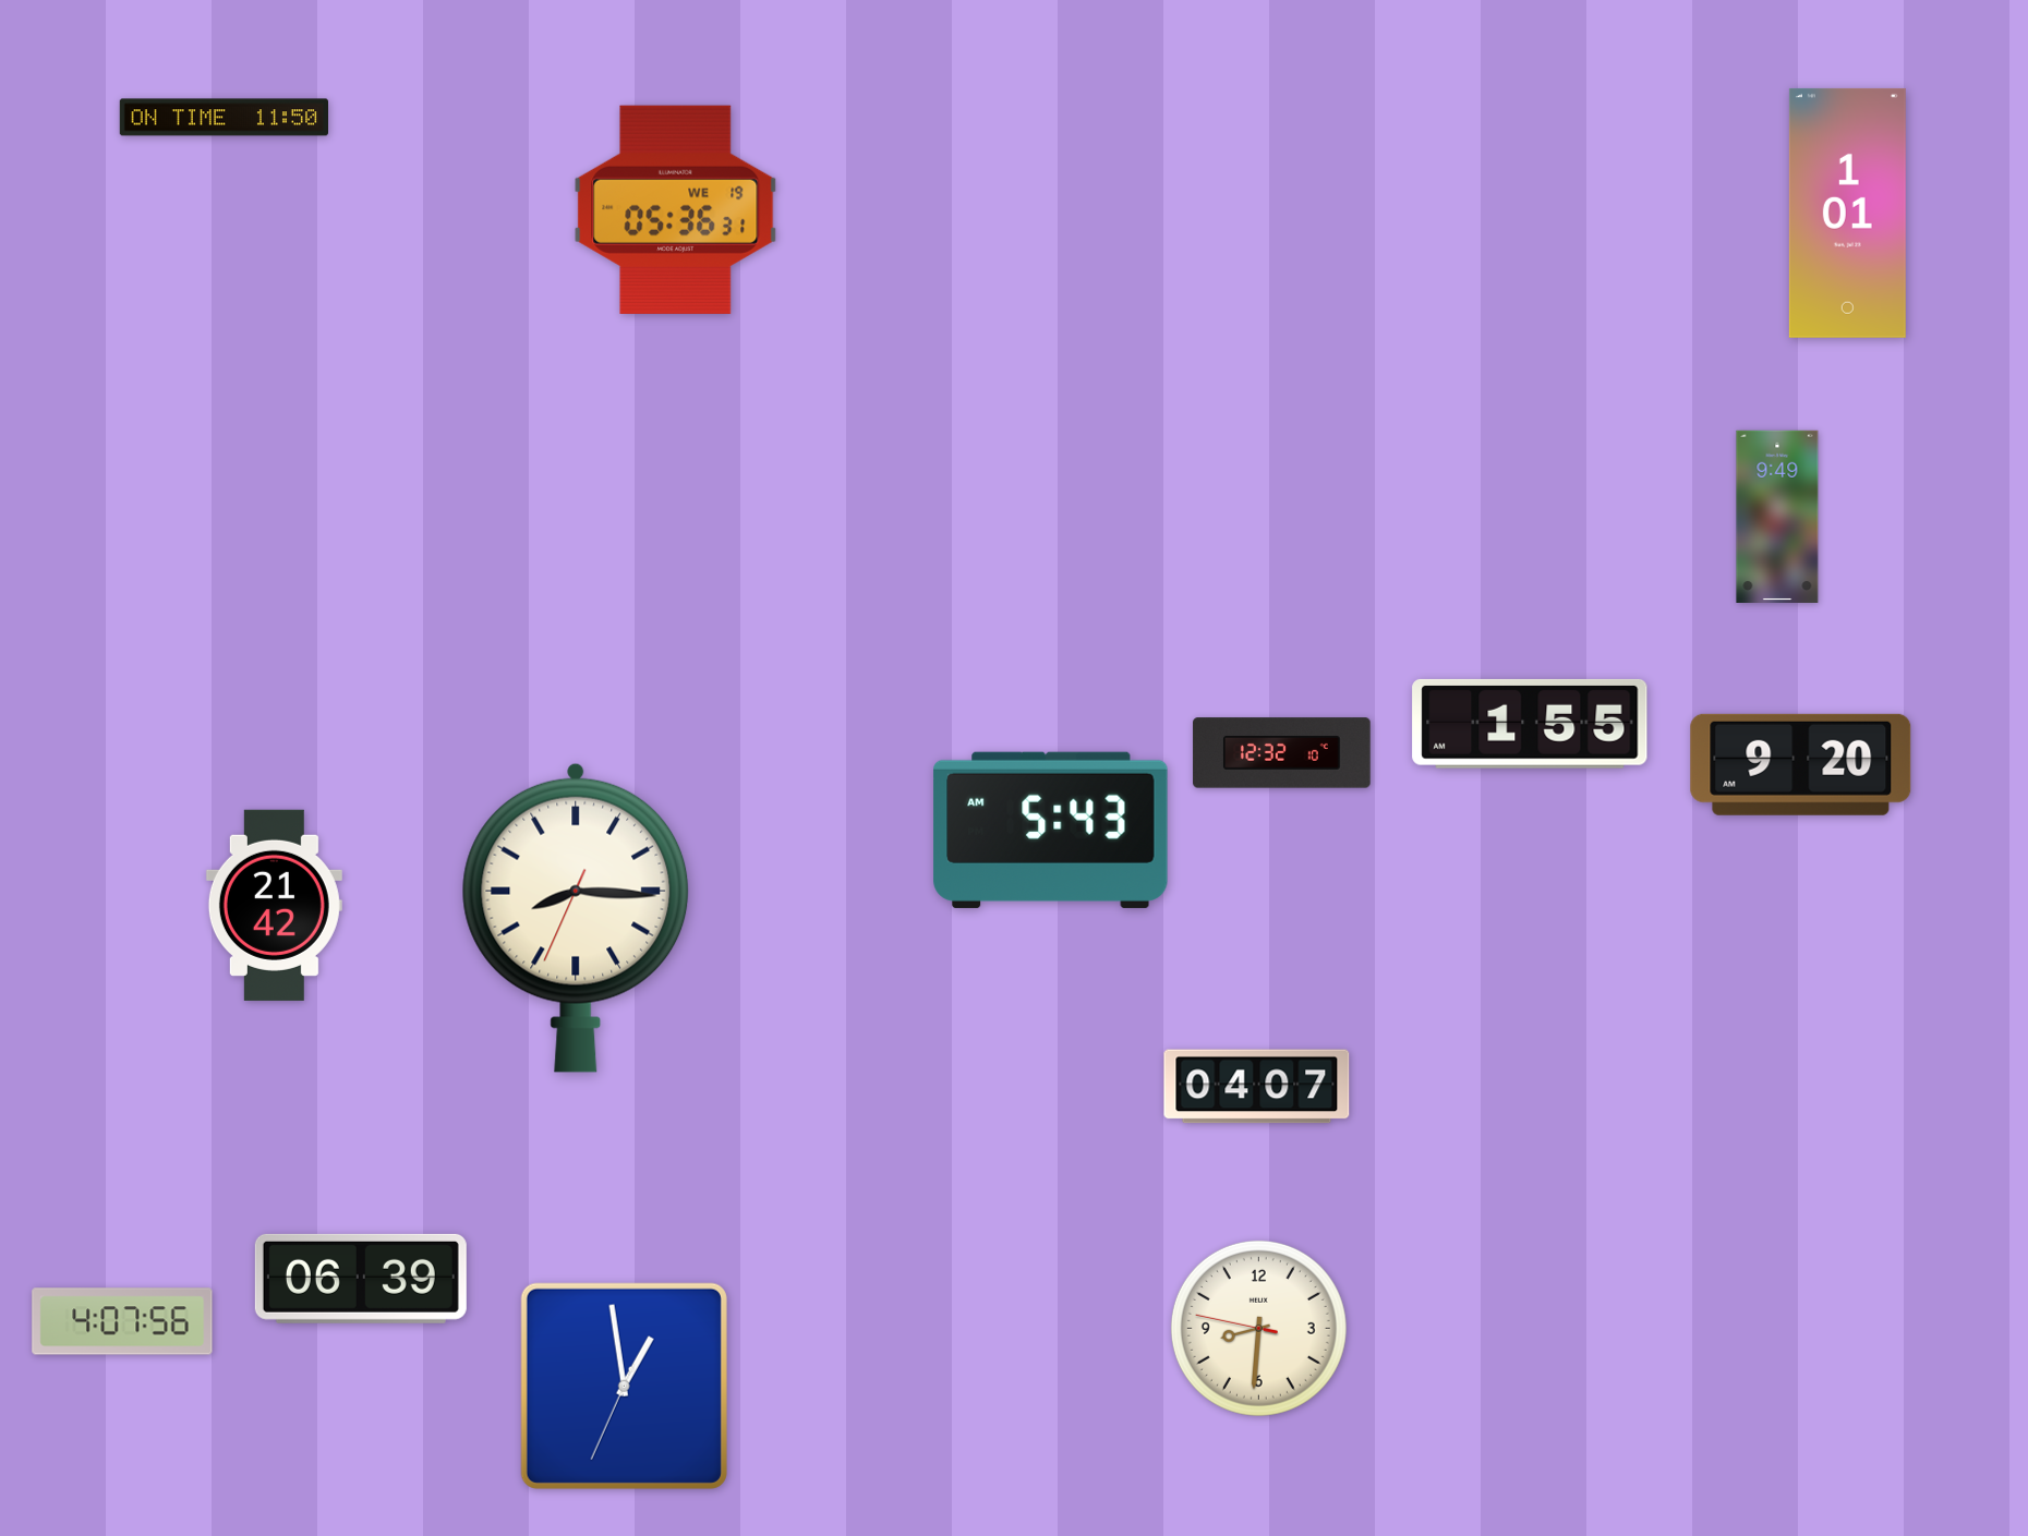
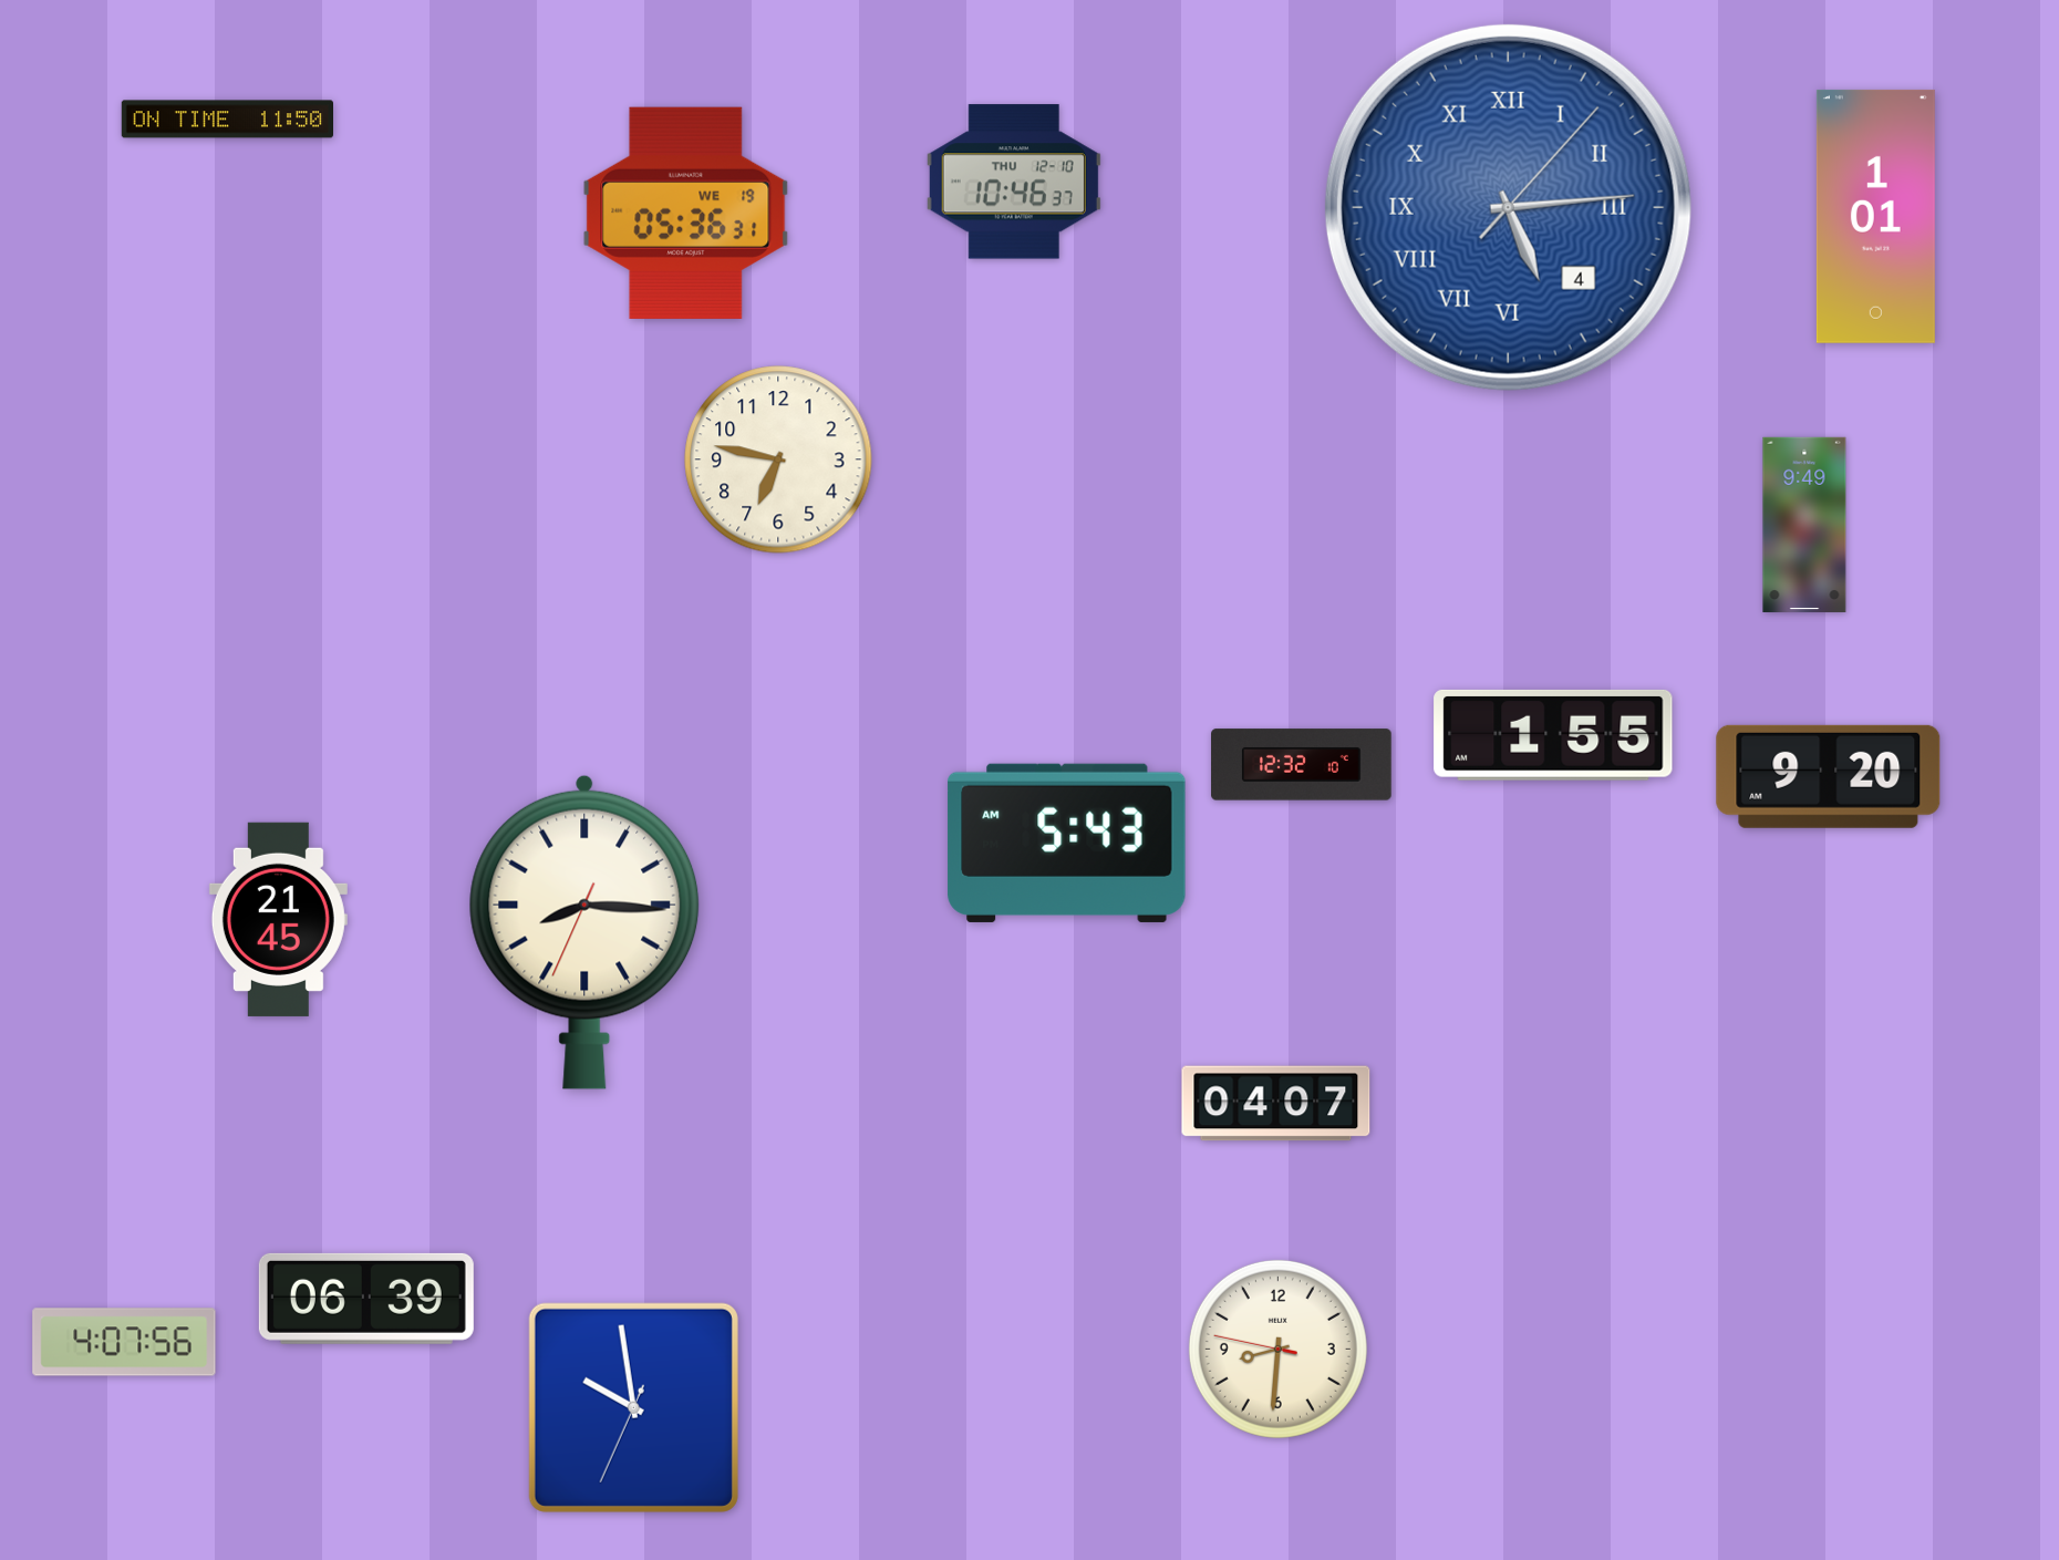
clock at (1014, 182): none -> 10:46
clock at (1508, 207): none -> 5:14
clock at (778, 459): none -> 6:47
clock at (274, 905): 21:42 -> 21:45
clock at (624, 1386): 12:58 -> 9:58
